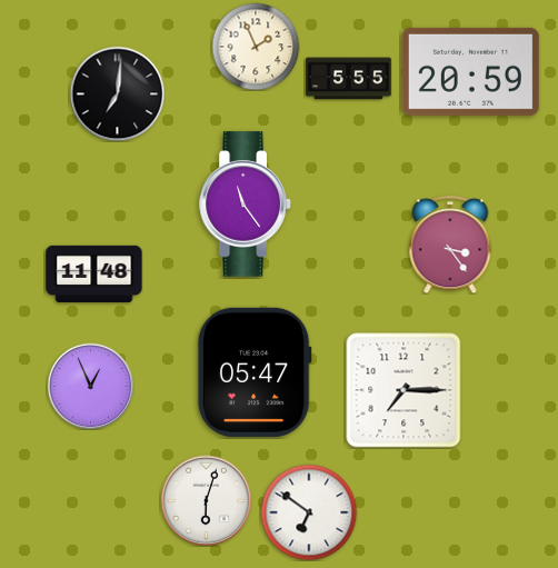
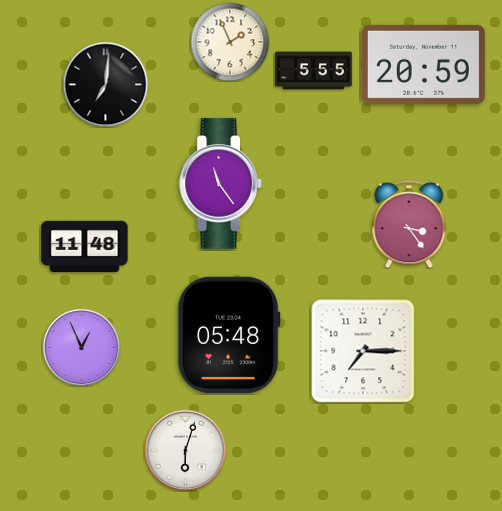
clock at (450, 245) position: (450, 245) -> (409, 224)
clock at (255, 372): 05:47 -> 05:48
clock at (309, 512): 6:51 -> none
